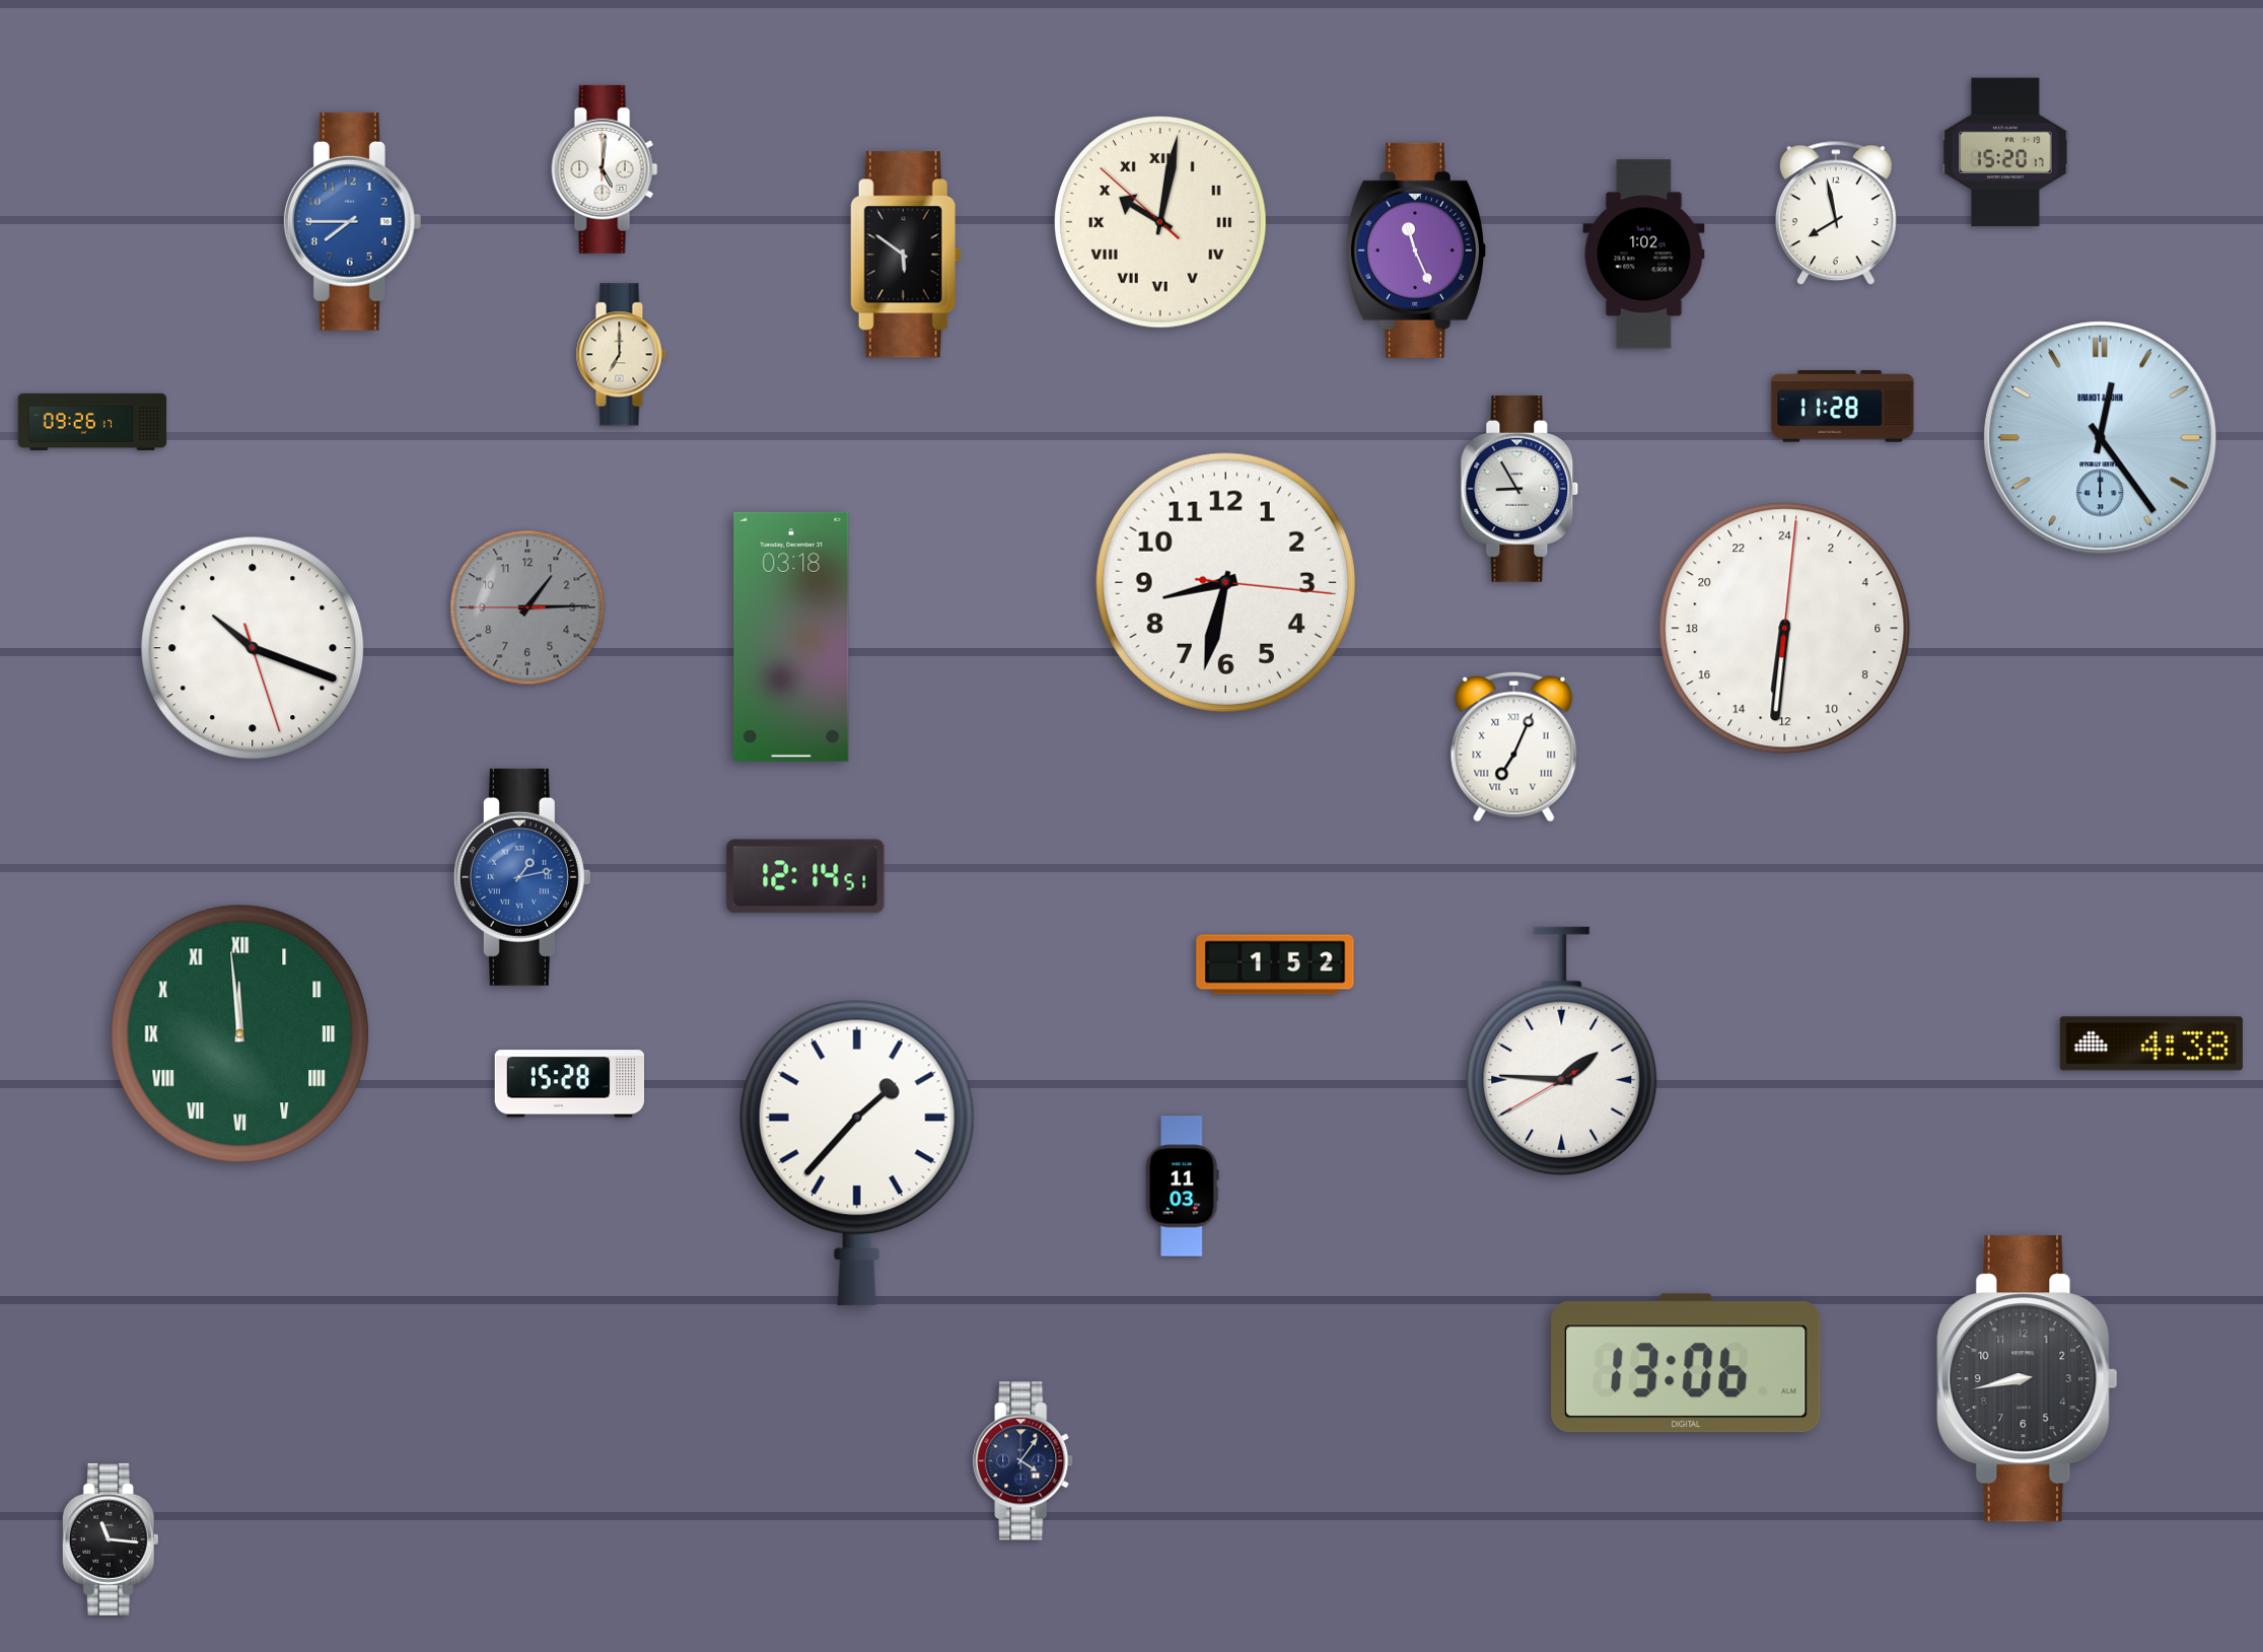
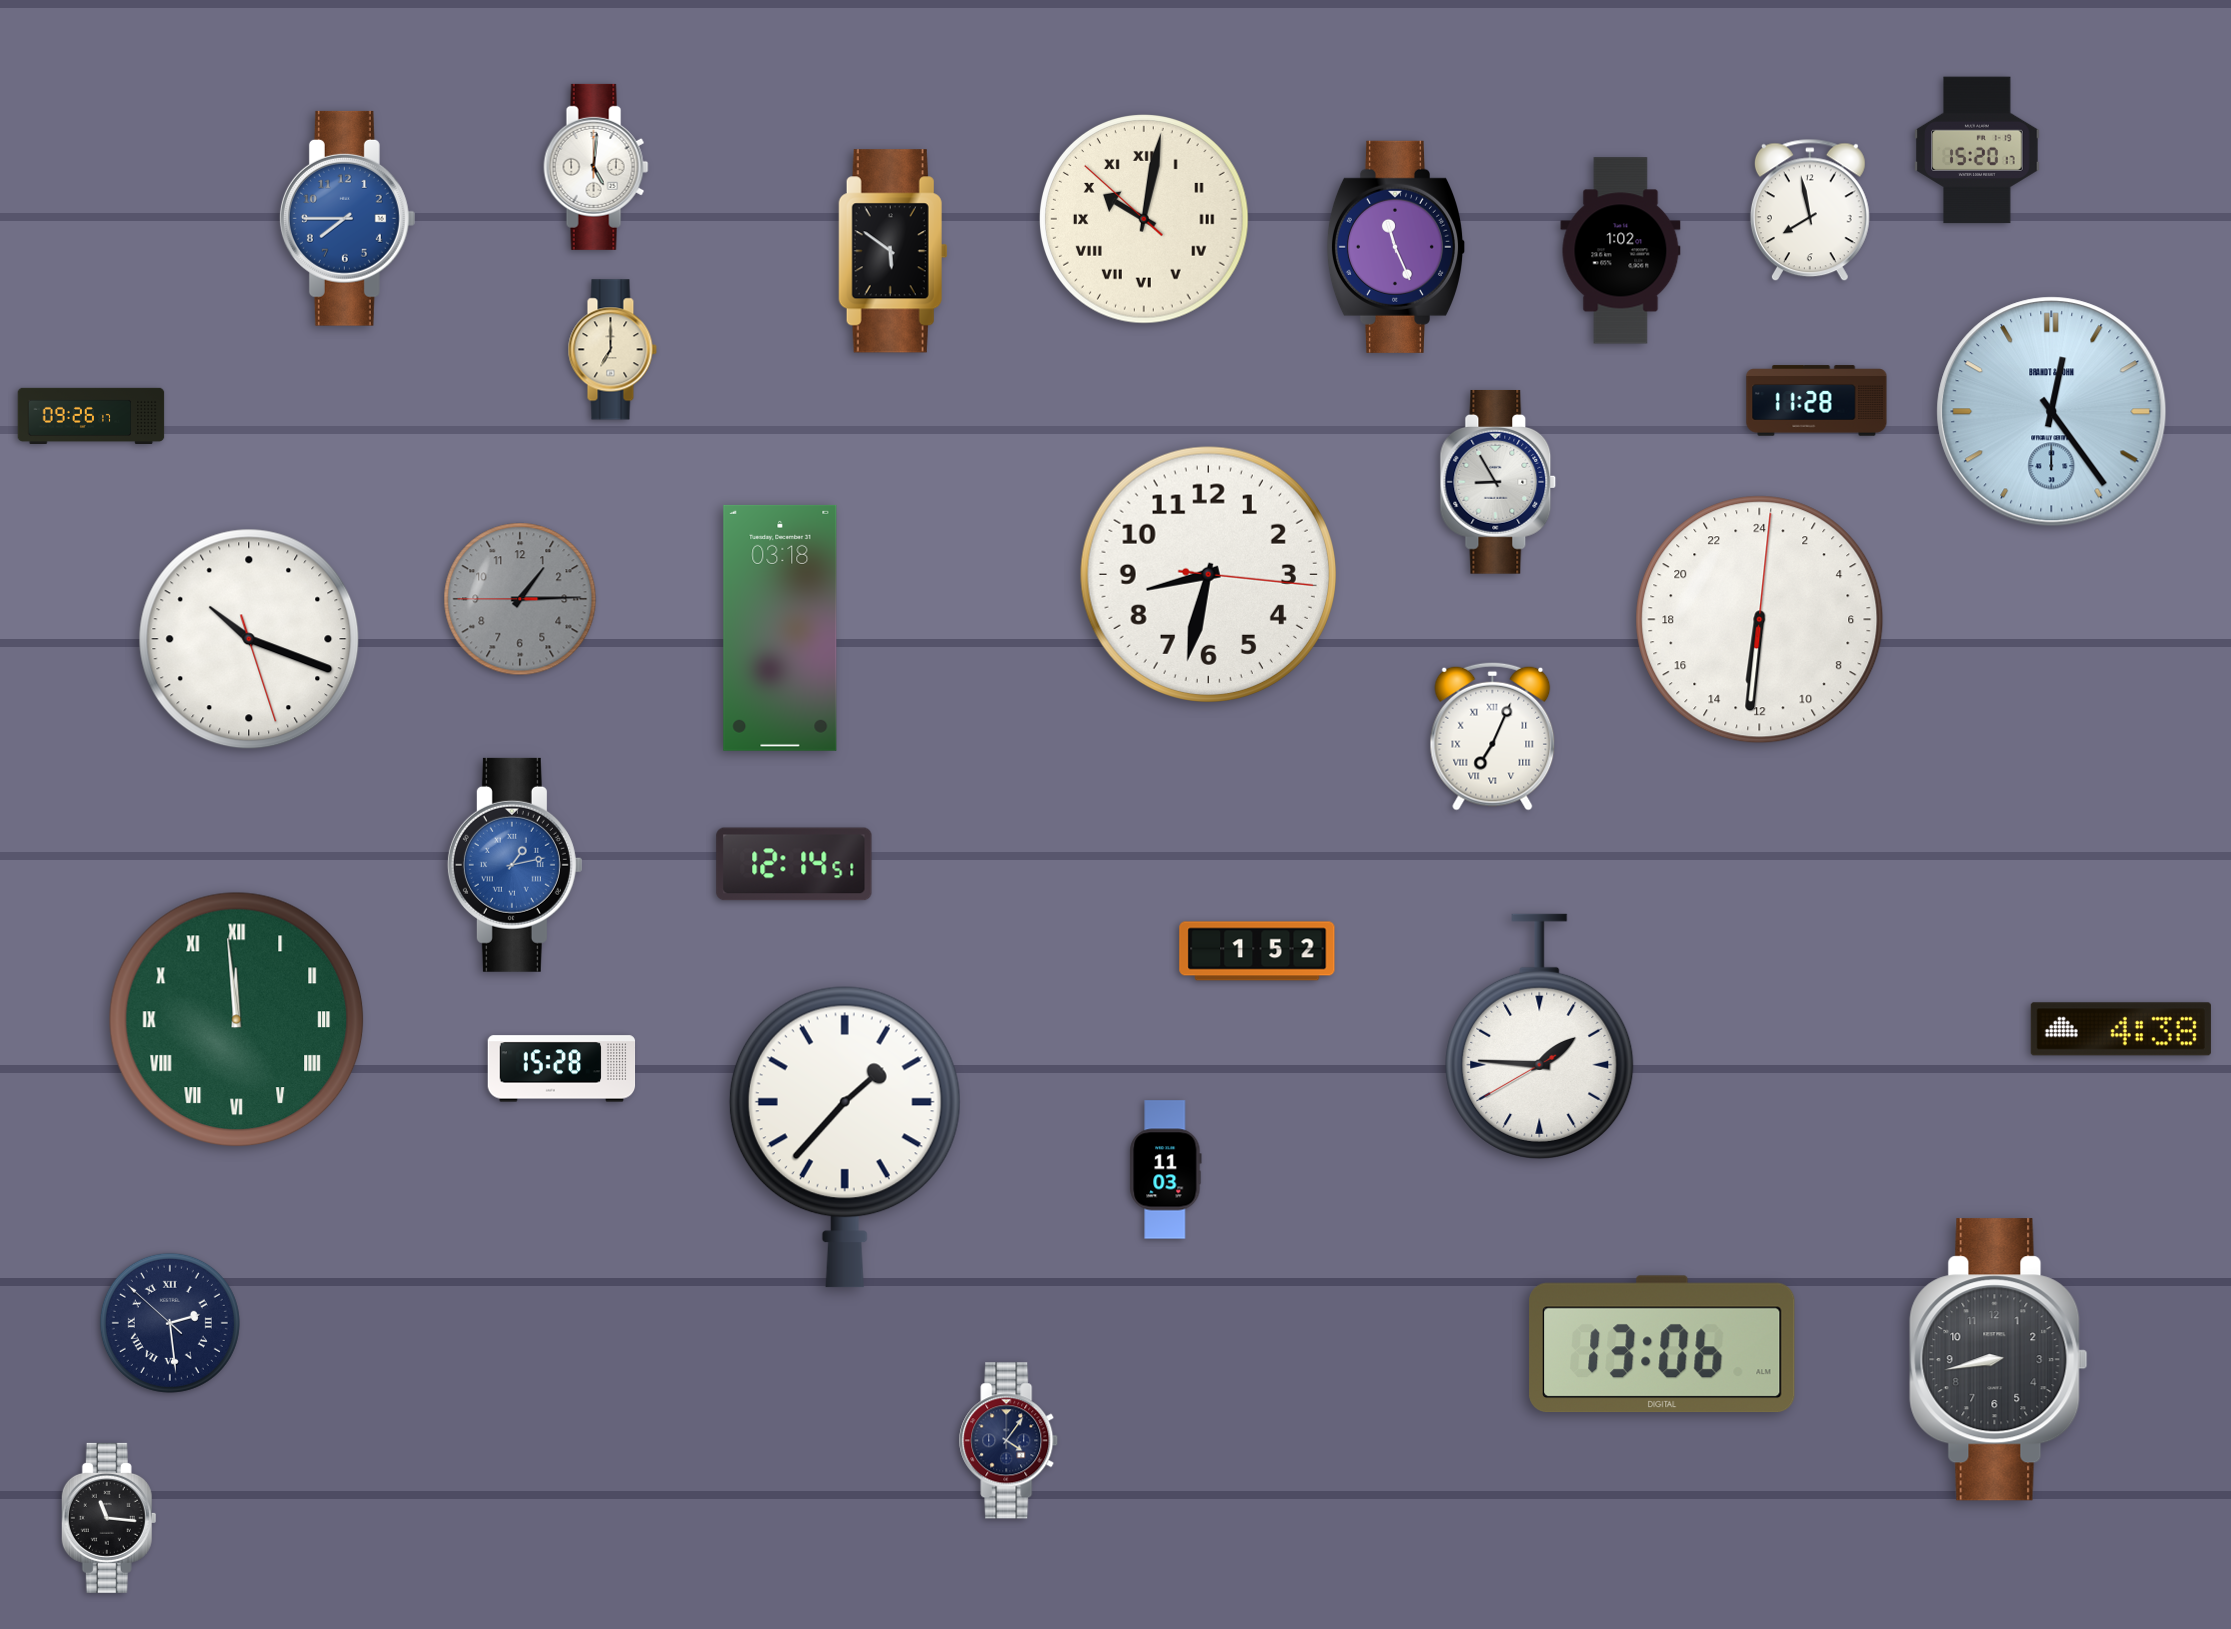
clock at (2101, 438) position: (2101, 438) -> (2052, 412)
clock at (170, 1323): none -> 2:28
